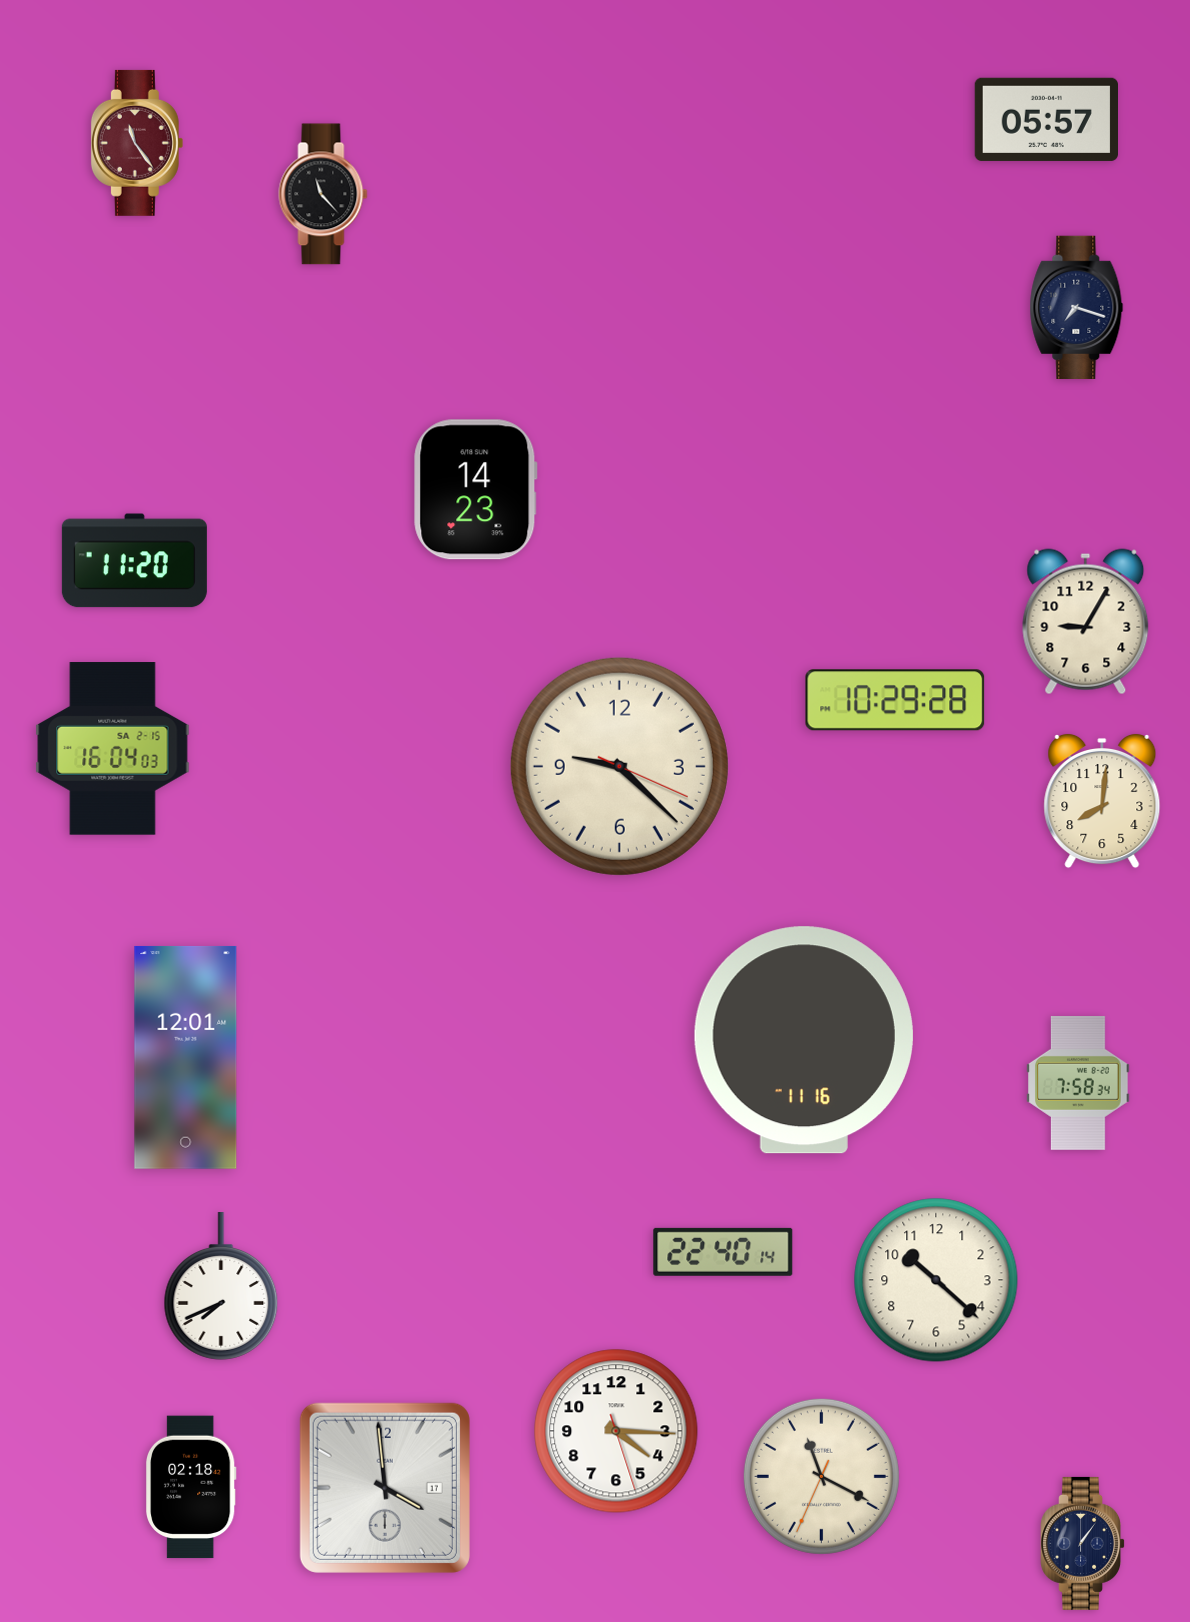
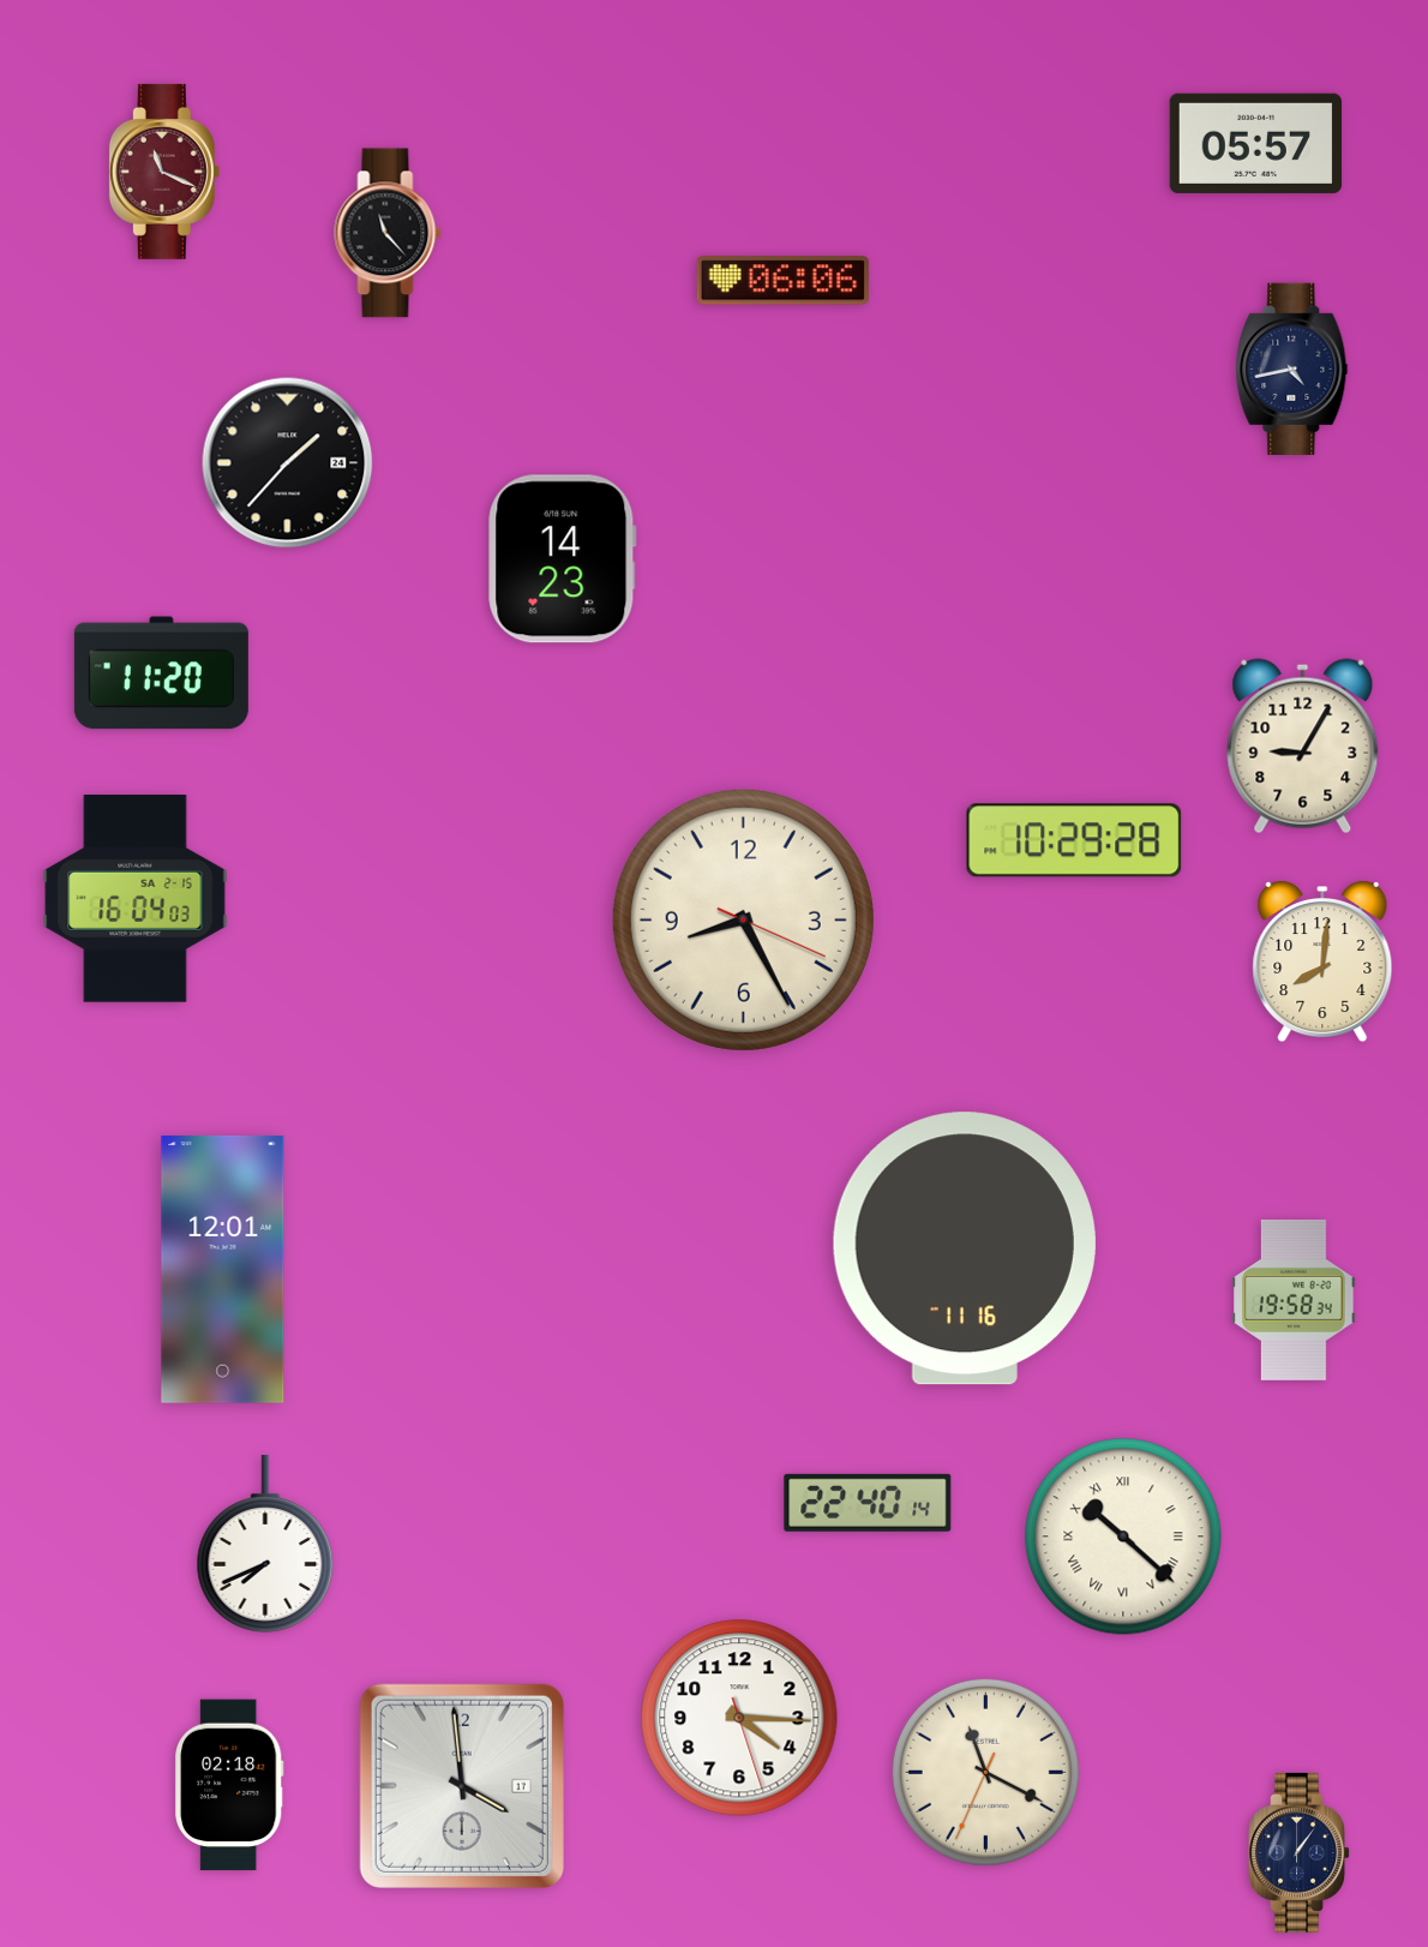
clock at (137, 143): 11:24 -> 11:19
clock at (782, 281): none -> 06:06
clock at (1077, 307): 7:18 -> 4:43
clock at (288, 463): none -> 1:37
clock at (476, 490) position: (476, 490) -> (563, 559)
clock at (619, 766): 9:22 -> 8:25
clock at (1078, 1083): 7:58 -> 19:58
clock at (936, 1280) numerals: Arabic -> Roman
